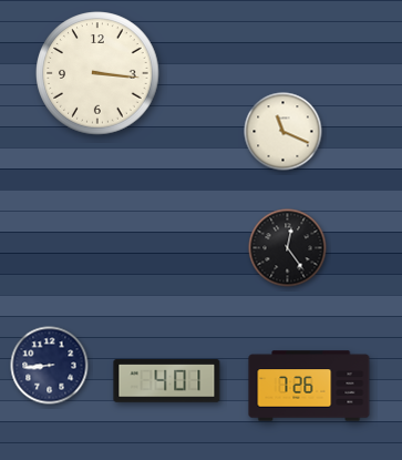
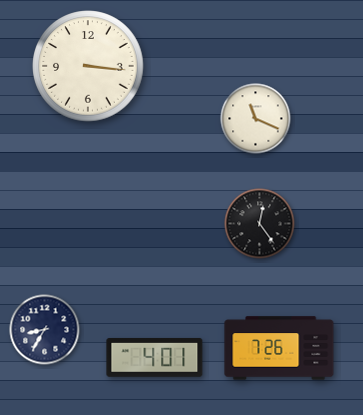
clock at (50, 366): 8:44 -> 8:35
clock at (167, 380) position: (167, 380) -> (155, 357)
